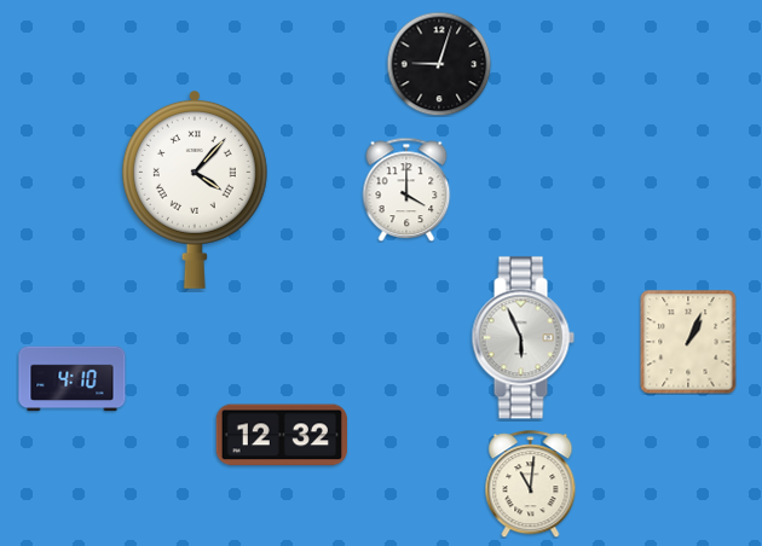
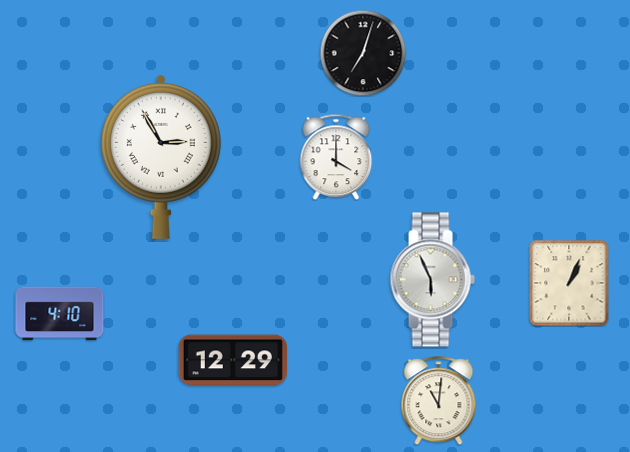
clock at (439, 64): 9:03 -> 7:03
clock at (195, 190): 4:07 -> 2:55
clock at (282, 435): 12:32 -> 12:29
